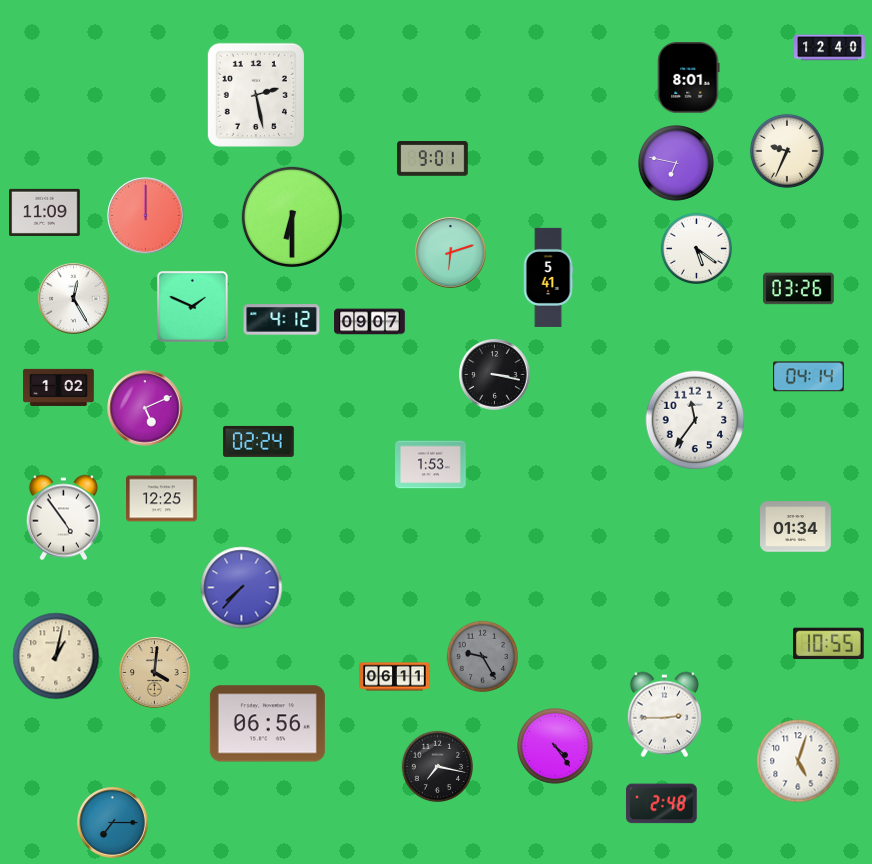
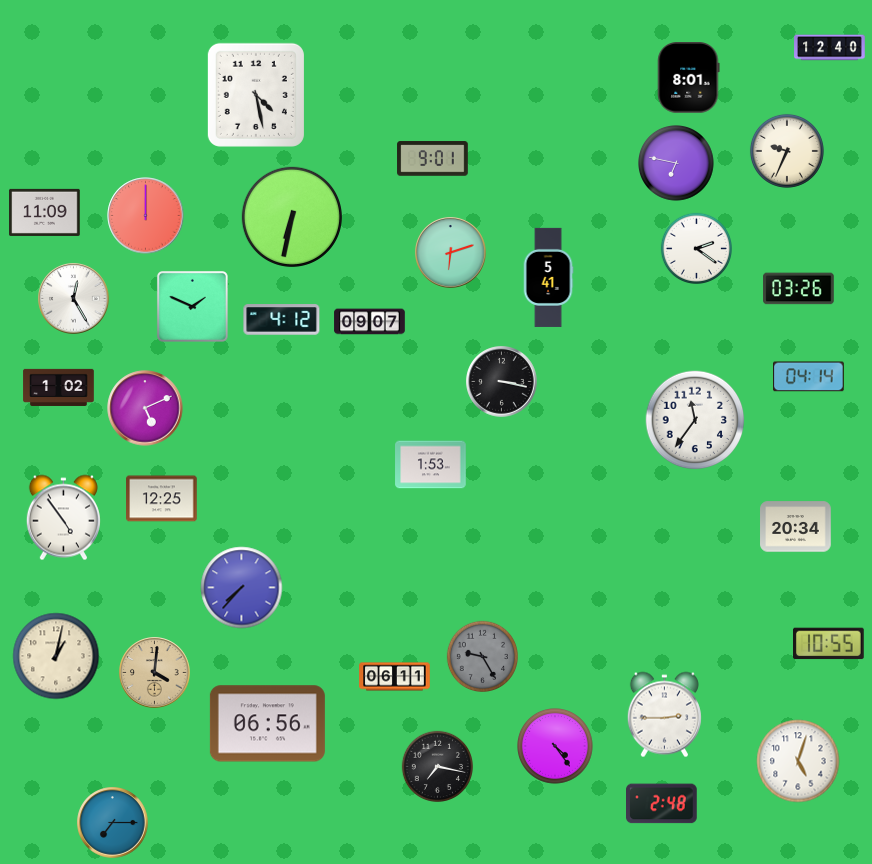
clock at (256, 95): 2:28 -> 4:28
clock at (292, 217): 6:30 -> 6:32
clock at (696, 248): 5:21 -> 2:21
clock at (495, 375) position: (495, 375) -> (502, 382)
clock at (259, 441): 02:24 -> none
clock at (796, 527): 01:34 -> 20:34
